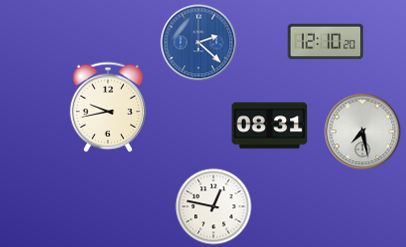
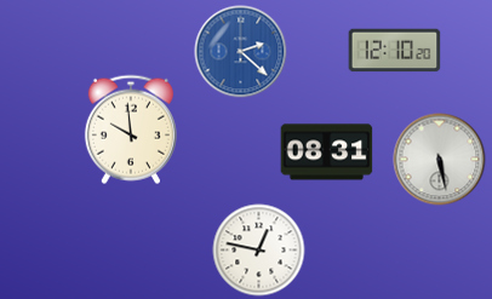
clock at (108, 107): 9:43 -> 9:59
clock at (363, 132): 7:28 -> 5:28
